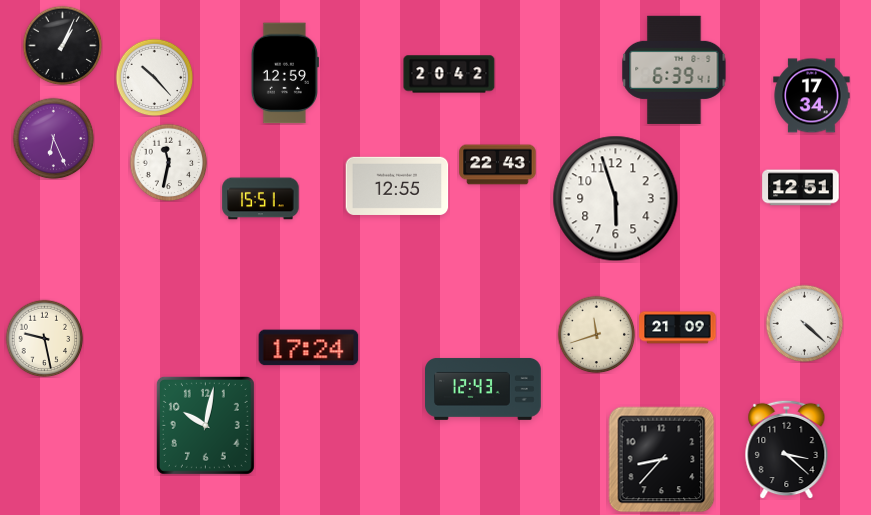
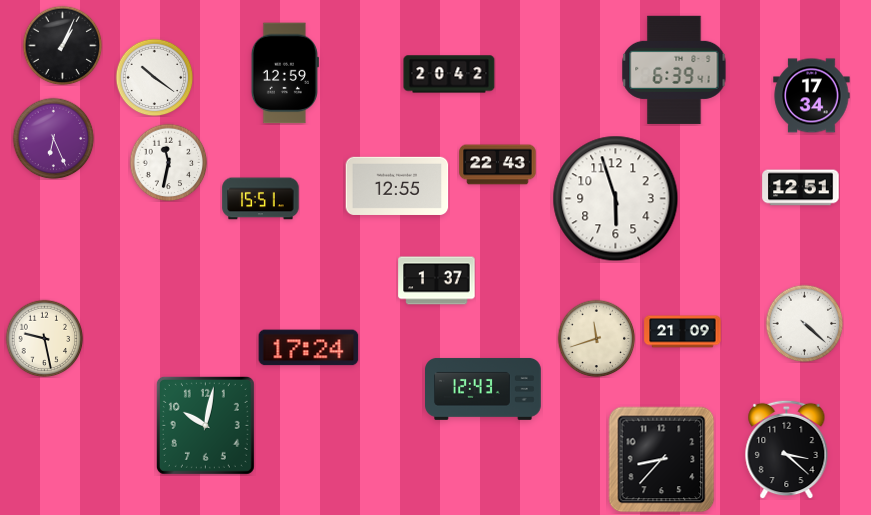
clock at (154, 77): 10:23 -> 10:21
clock at (437, 281): none -> 1:37
clock at (678, 328) position: (678, 328) -> (683, 332)
clock at (596, 334) position: (596, 334) -> (596, 338)
